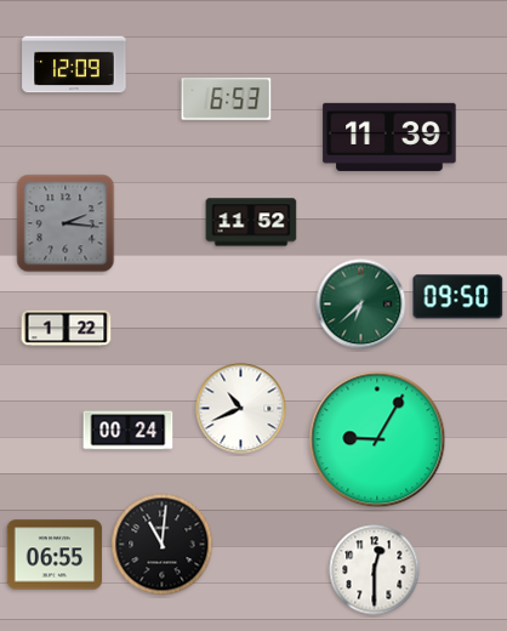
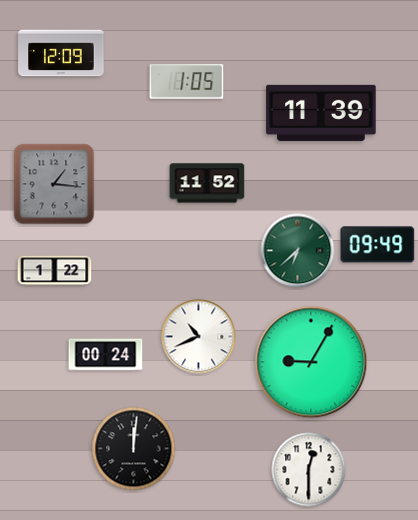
clock at (227, 100): 6:53 -> 1:05
clock at (65, 223): 2:16 -> 1:16
clock at (458, 297): 09:50 -> 09:49
clock at (163, 545): 11:01 -> 12:01
clock at (55, 555): 06:55 -> none
